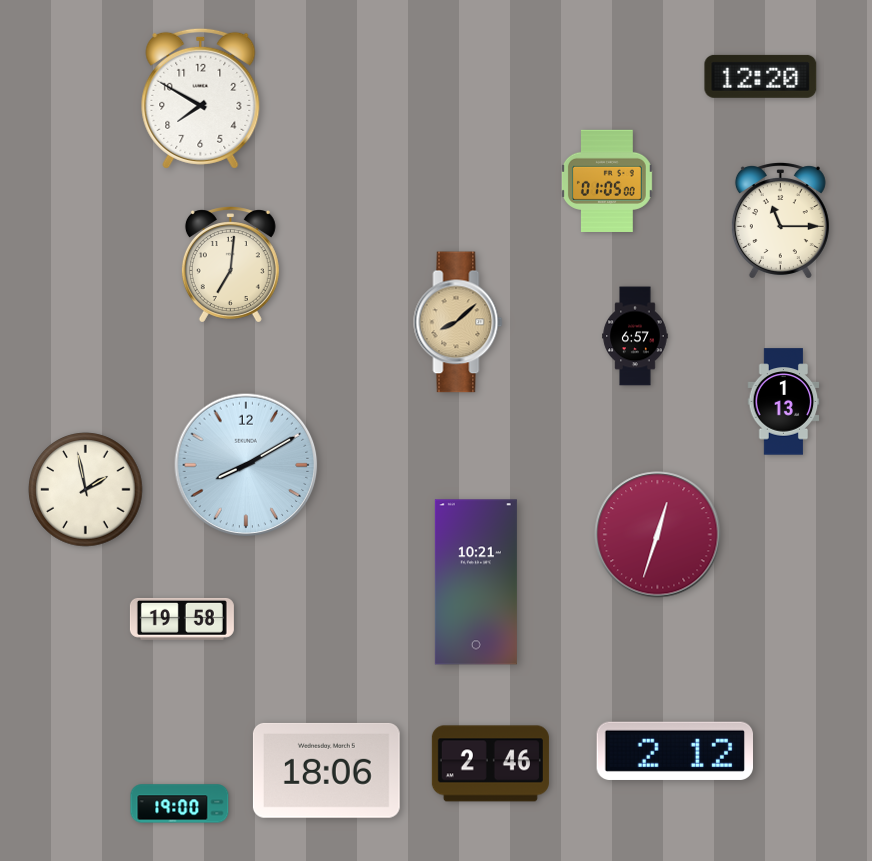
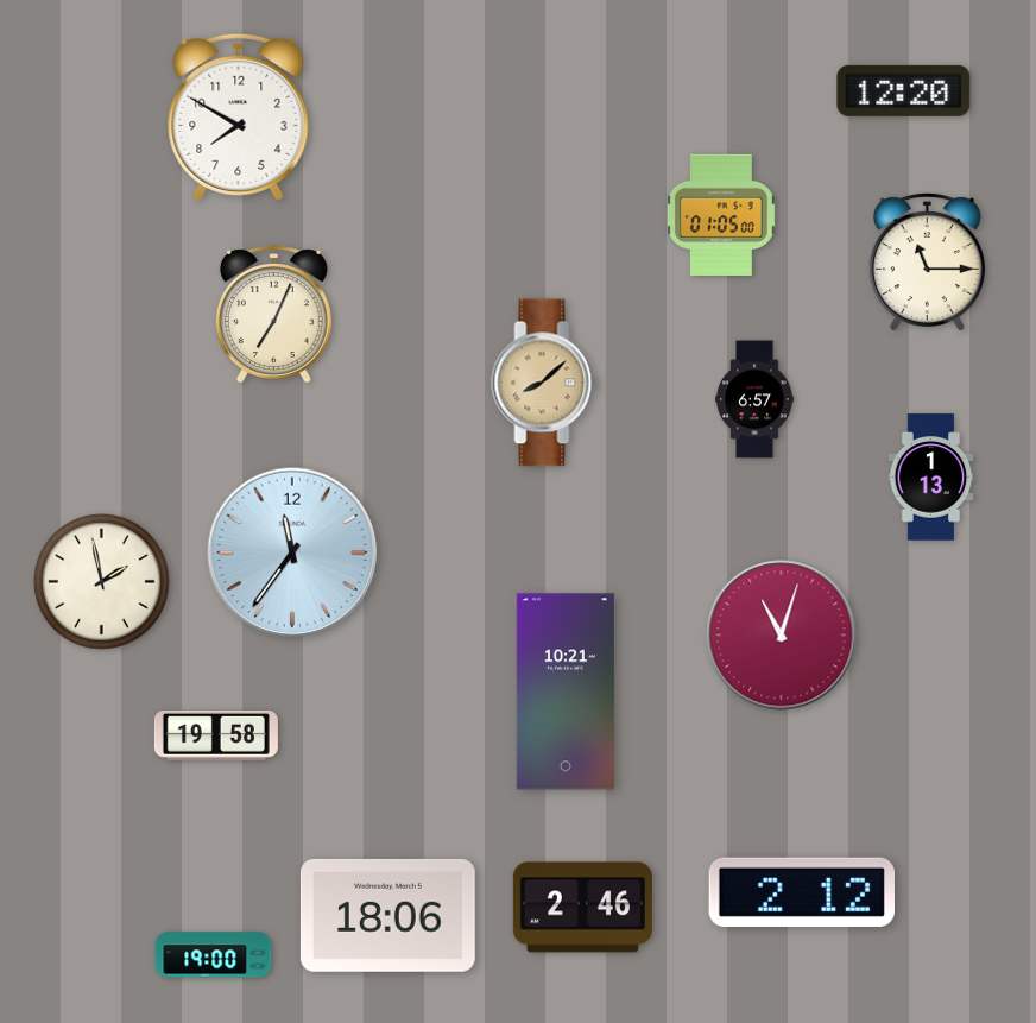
clock at (230, 265): 7:01 -> 7:04
clock at (246, 465): 8:10 -> 11:36
clock at (658, 535): 12:33 -> 11:03
